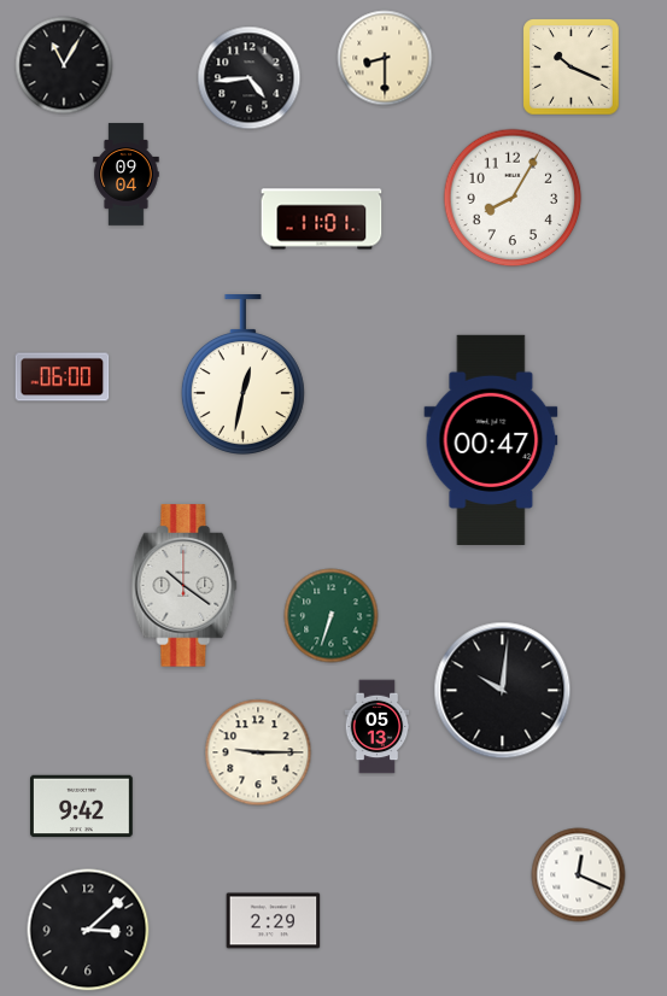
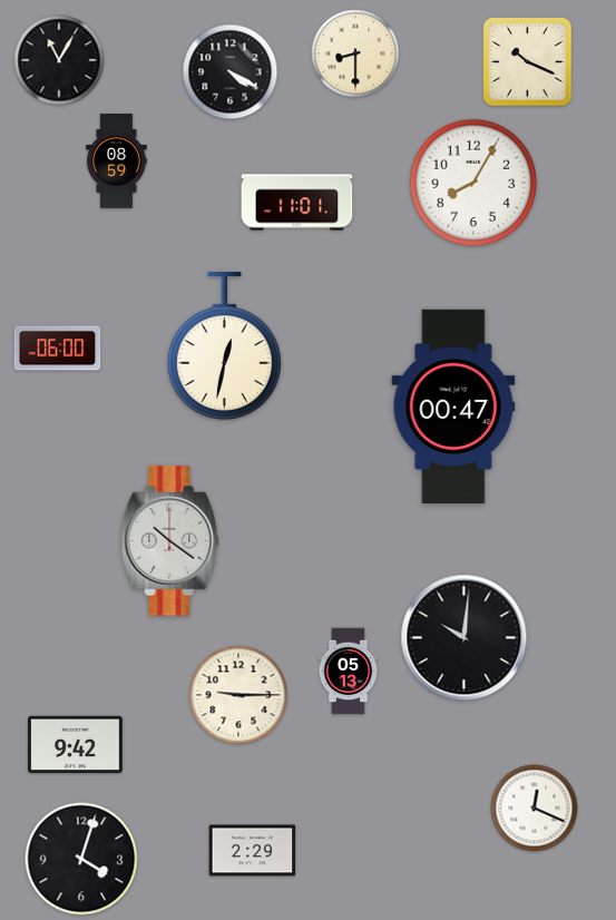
clock at (250, 78): 4:44 -> 4:20
clock at (127, 175): 09:04 -> 08:59
clock at (332, 616): 6:33 -> none
clock at (88, 930): 3:08 -> 4:03
